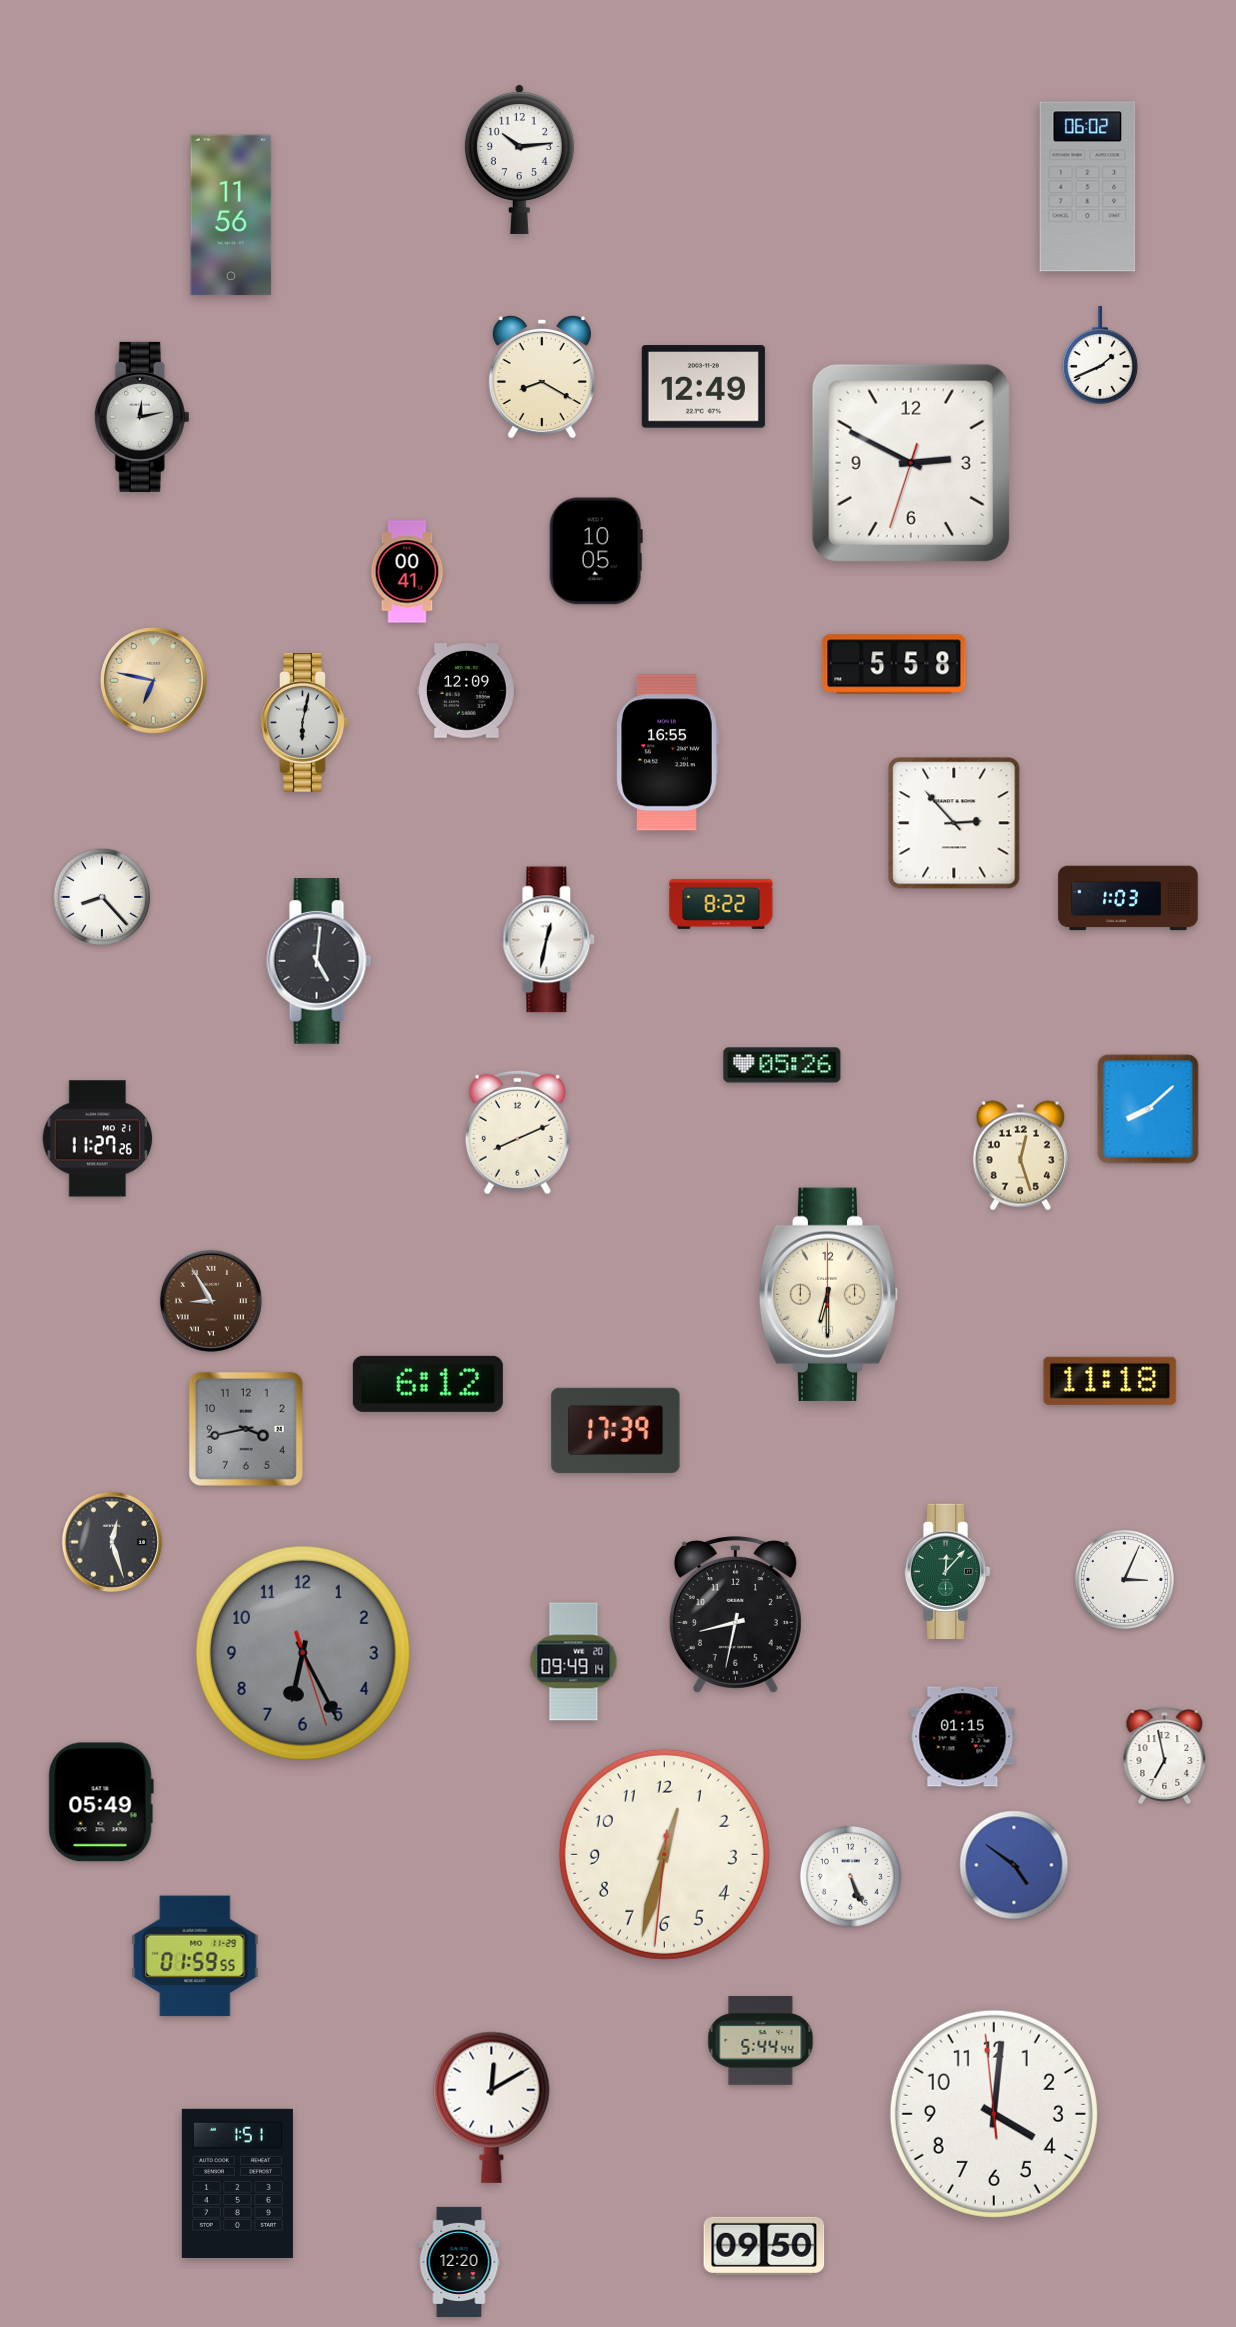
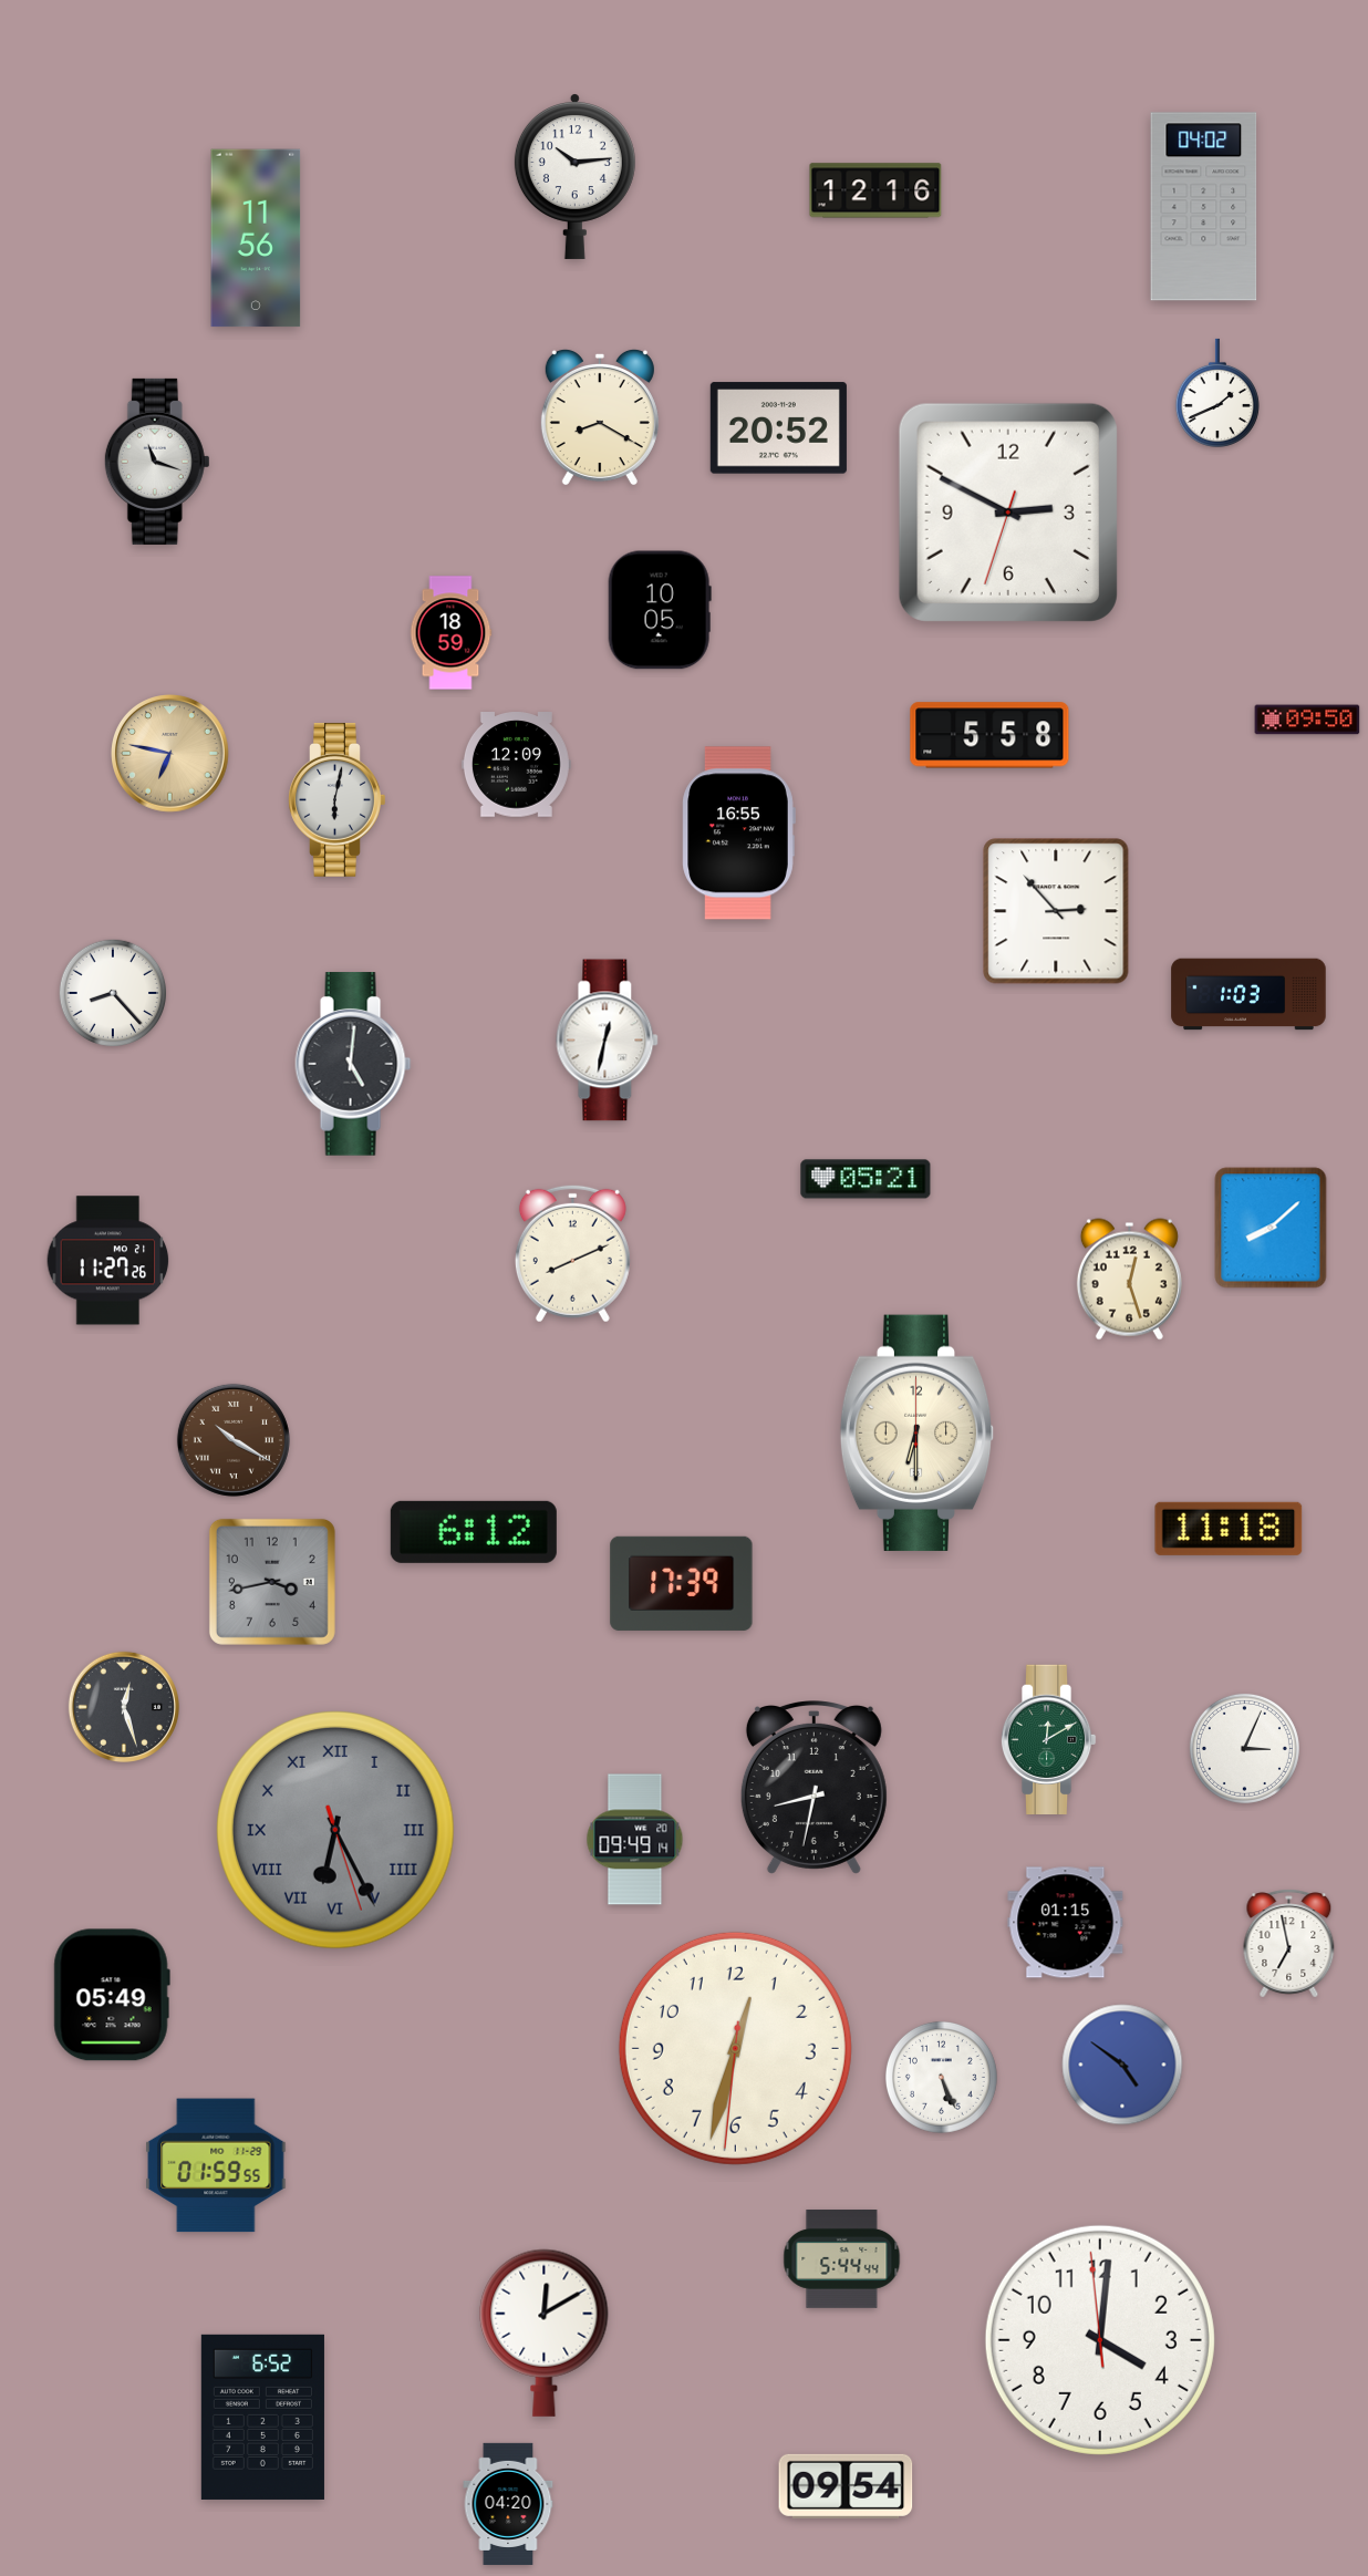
clock at (875, 190): none -> 12:16
clock at (1088, 187): 06:02 -> 04:02
clock at (703, 387): 12:49 -> 20:52
clock at (142, 417): 12:13 -> 11:18
clock at (407, 572): 00:41 -> 18:59
clock at (1307, 720): none -> 09:50
clock at (721, 904): 8:22 -> none
clock at (782, 1065): 05:26 -> 05:21
clock at (211, 1301): 8:55 -> 10:20
clock at (947, 1571): 12:07 -> 12:10
clock at (304, 1654) numerals: Arabic -> Roman
clock at (664, 1854) position: (664, 1854) -> (735, 2048)
clock at (237, 2183): 1:51 -> 6:52
clock at (764, 2246): 09:50 -> 09:54
clock at (459, 2262): 12:20 -> 04:20
